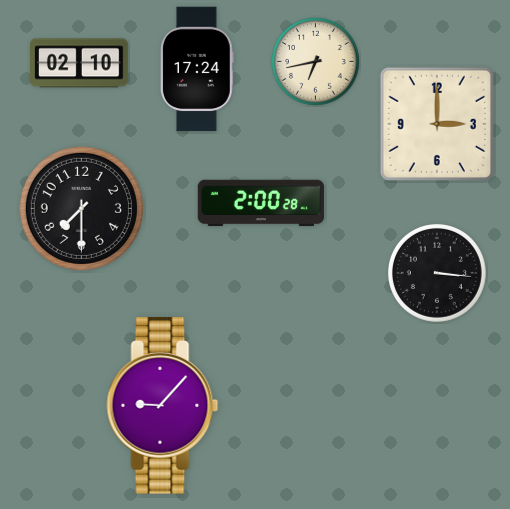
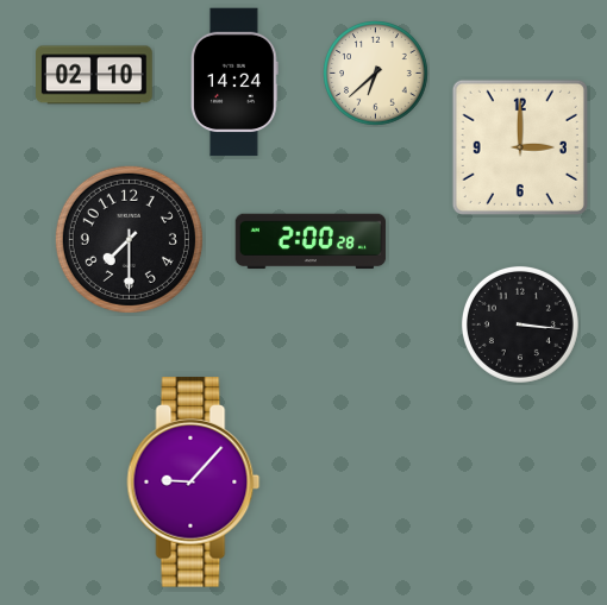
clock at (316, 62): 6:43 -> 6:38
clock at (197, 69): 17:24 -> 14:24
clock at (81, 208) position: (81, 208) -> (129, 239)
